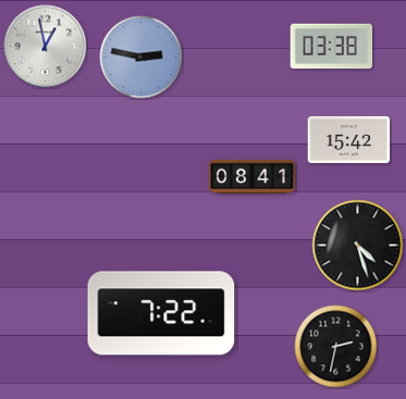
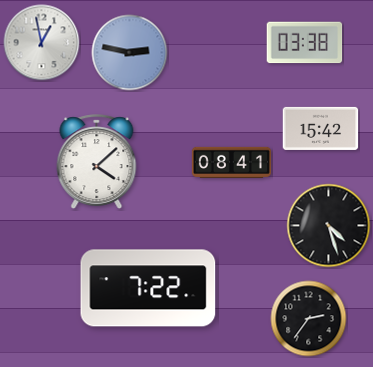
clock at (97, 162): none -> 4:08
clock at (336, 347): 2:32 -> 2:36
